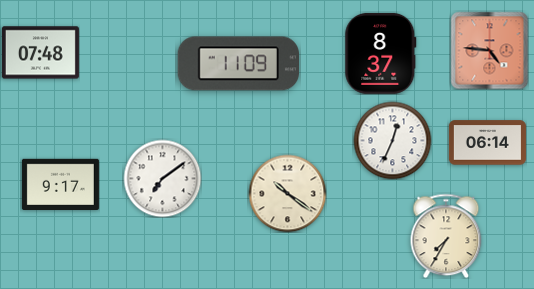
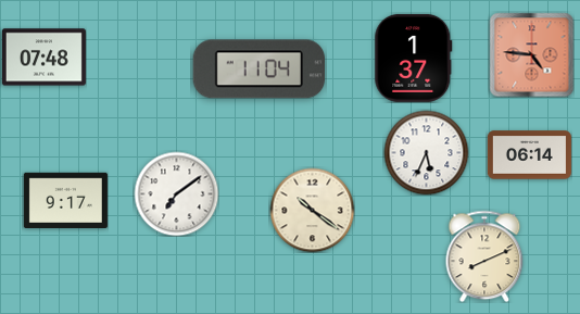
clock at (381, 53): 8:37 -> 1:37
clock at (238, 64): 11:09 -> 11:04
clock at (392, 140): 12:34 -> 5:34
clock at (446, 236): 7:35 -> 8:11
